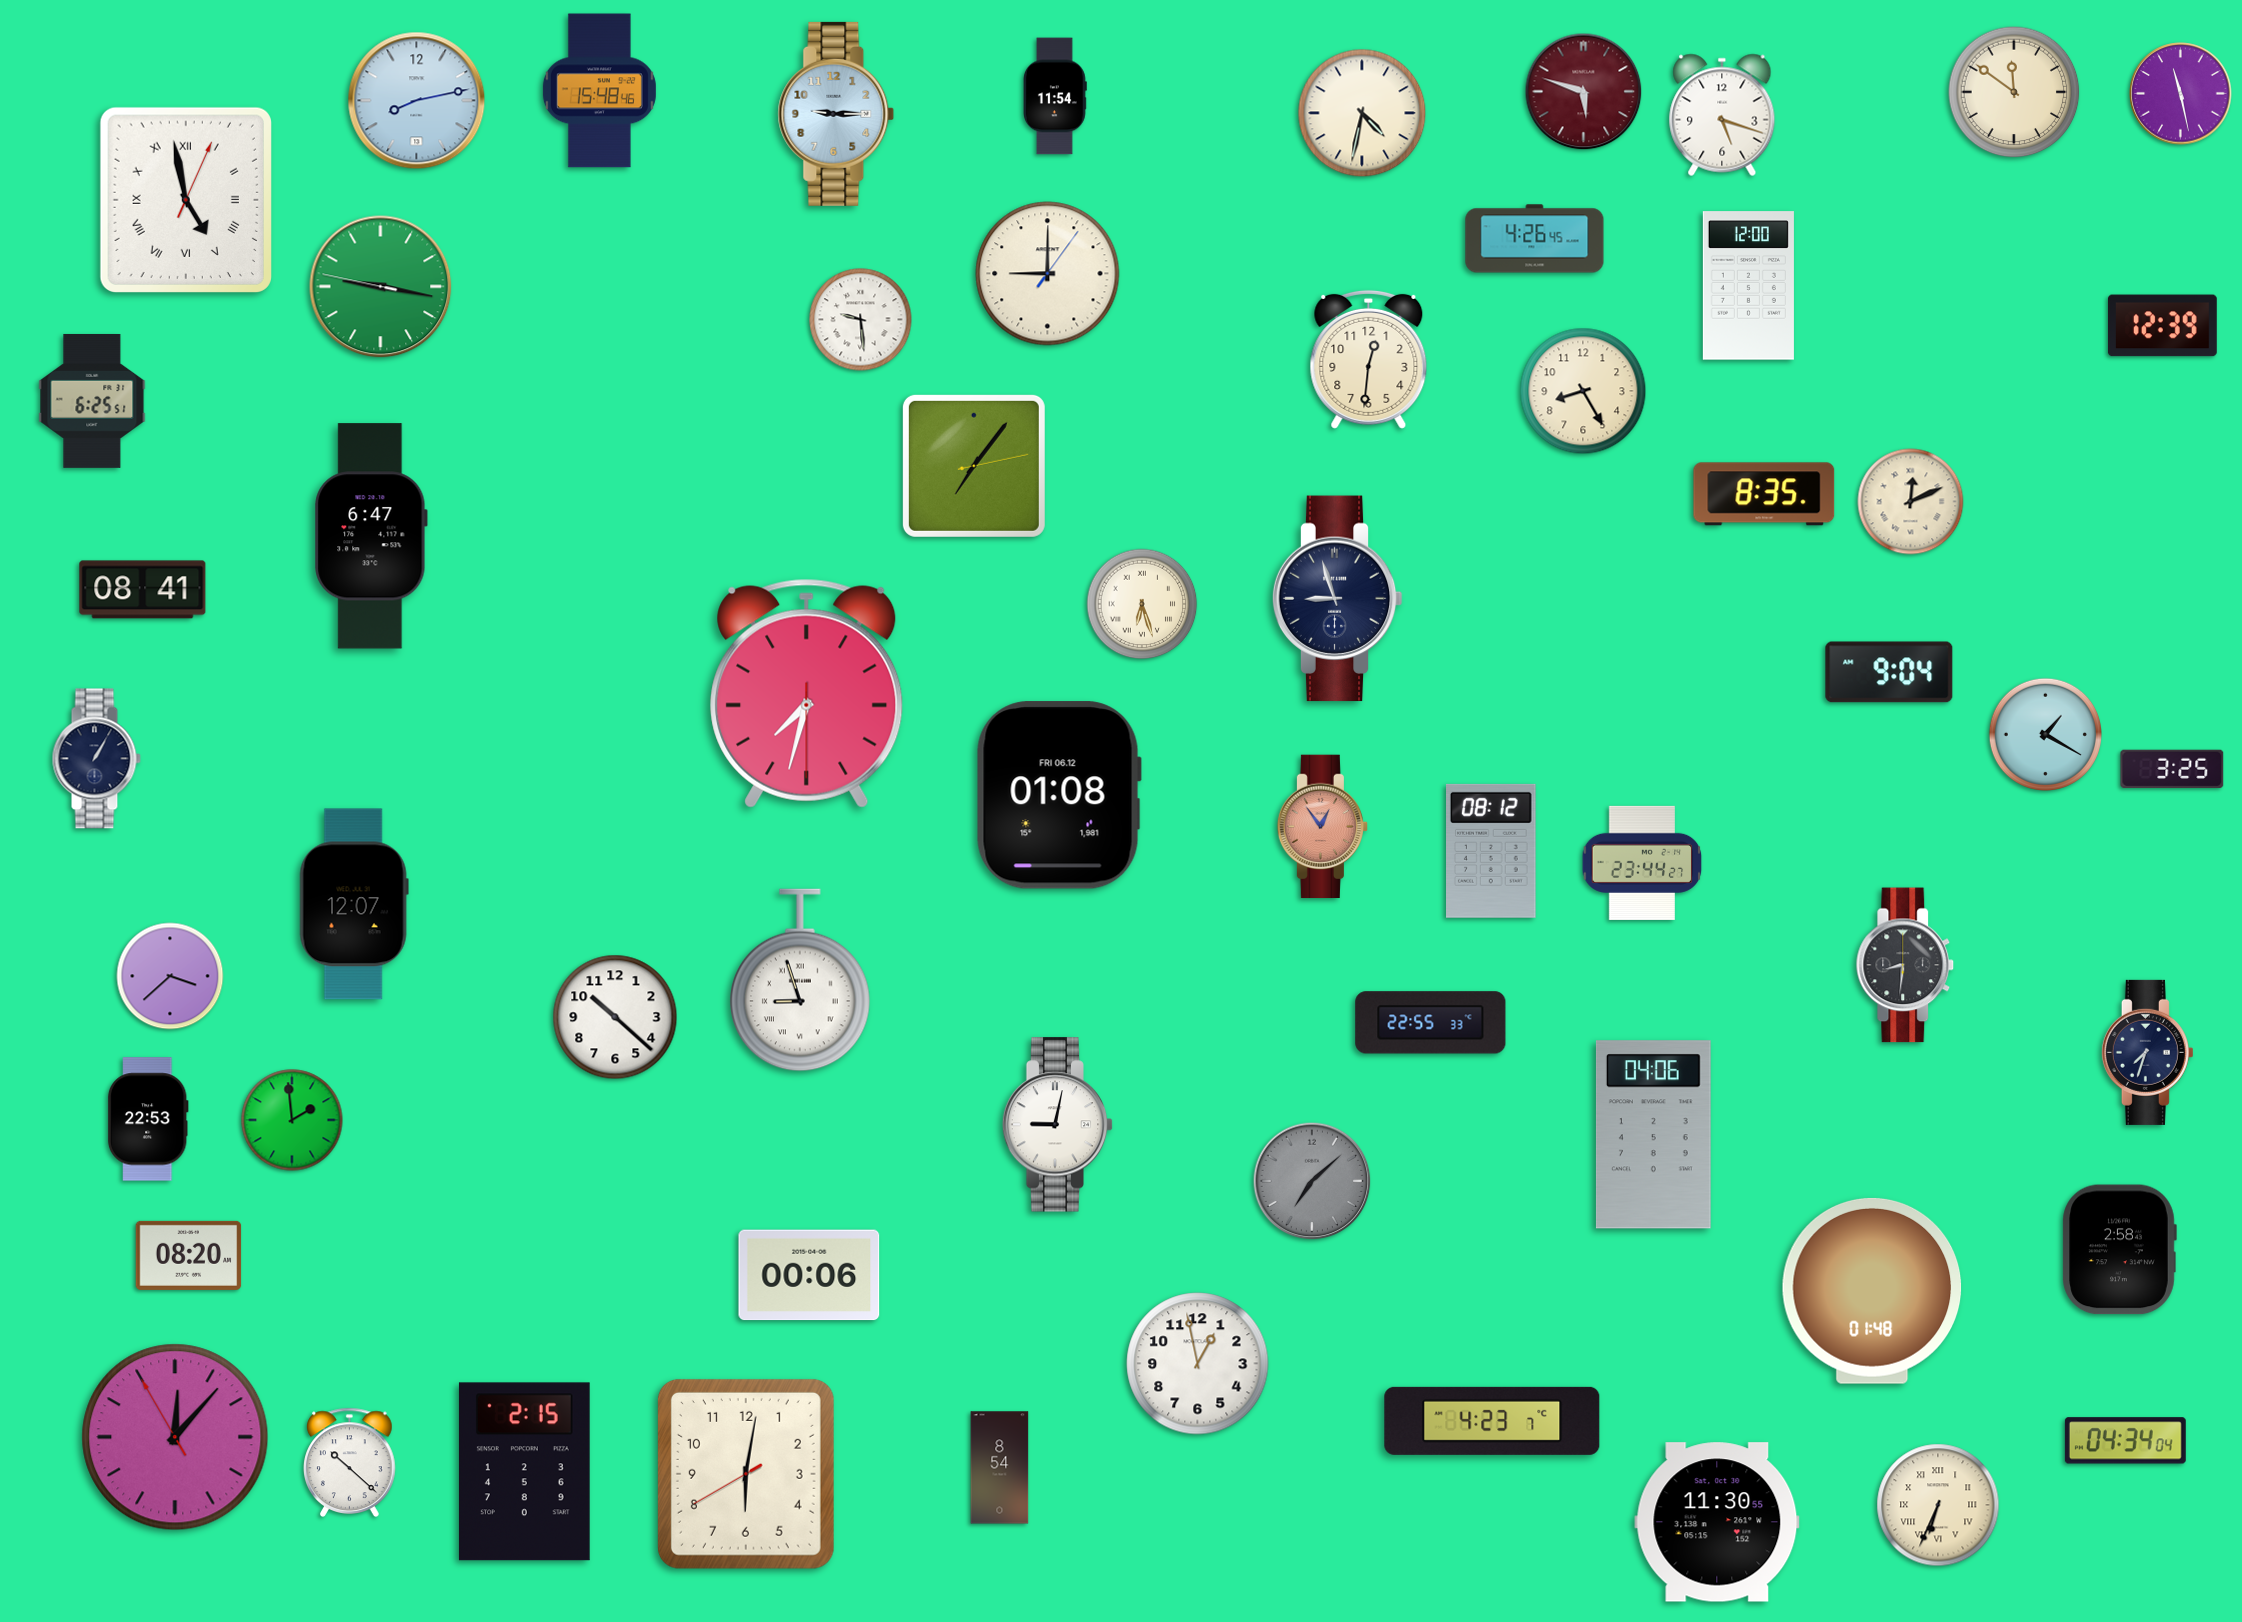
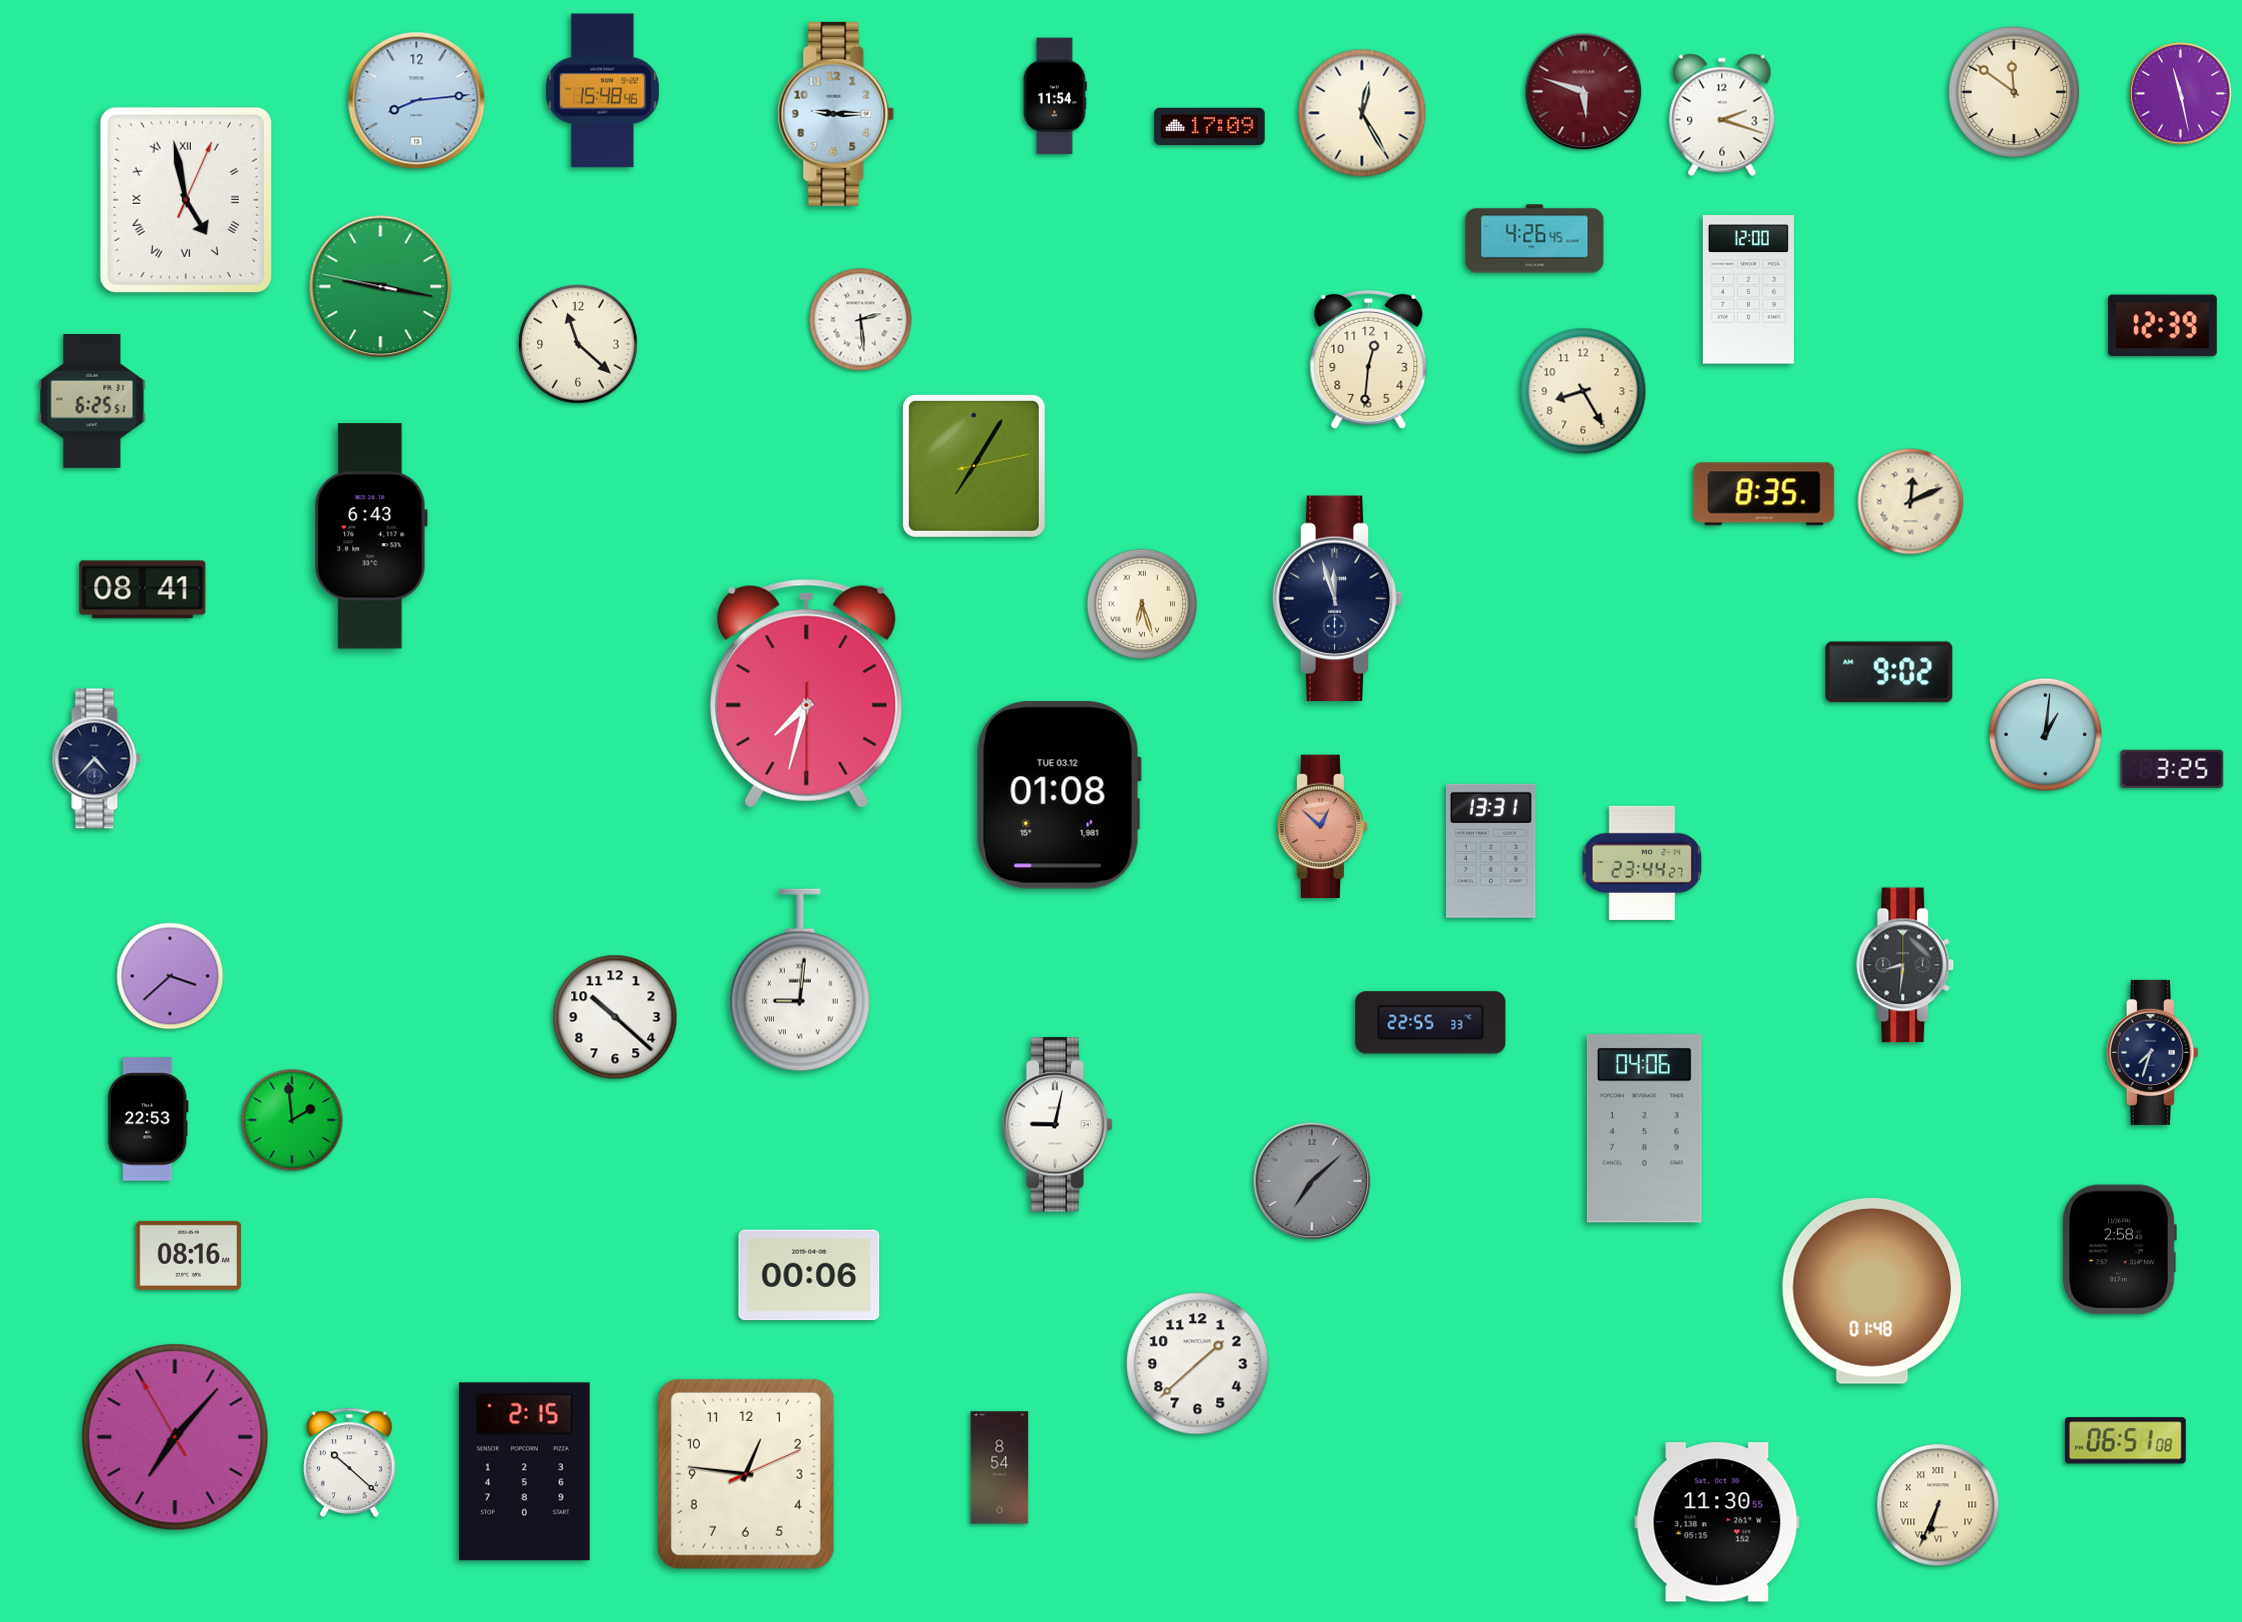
clock at (599, 91) position: (599, 91) -> (602, 91)
clock at (417, 101): 8:13 -> 8:14
clock at (1362, 113): 4:32 -> 12:25
clock at (1722, 115): 5:18 -> 2:18
clock at (1210, 126): none -> 17:09
clock at (1048, 274): 9:00 -> none
clock at (1748, 286) position: (1748, 286) -> (1748, 290)
clock at (861, 320): 9:29 -> 2:29
clock at (578, 344): none -> 11:22
clock at (974, 466): 7:06 -> 7:05
clock at (371, 536): 6:47 -> 6:43
clock at (1337, 599): 8:57 -> 11:57
clock at (1889, 672): 9:04 -> 9:02
clock at (2045, 734): 1:20 -> 1:01
clock at (96, 759): 1:05 -> 4:37
clock at (1059, 795) date: FRI 06.12 -> TUE 03.12
clock at (1322, 827): 12:54 -> 12:52
clock at (1492, 851): 08:12 -> 13:31
clock at (354, 904): 12:07 -> none
clock at (801, 980): 8:57 -> 9:01
clock at (2147, 1052) position: (2147, 1052) -> (2152, 1052)
clock at (1653, 1135) position: (1653, 1135) -> (1644, 1129)
clock at (189, 1255): 08:20 -> 08:16
clock at (1198, 1364): 12:58 -> 1:38
clock at (1492, 1421): 4:23 -> none
clock at (175, 1437): 12:06 -> 7:06
clock at (2125, 1441): 04:34 -> 06:51
clock at (746, 1474): 6:01 -> 12:46
